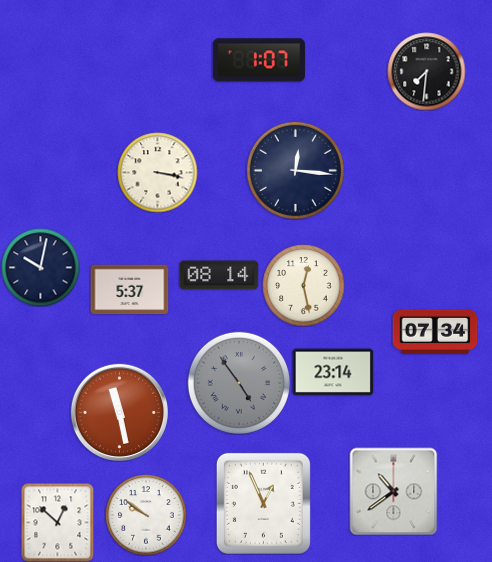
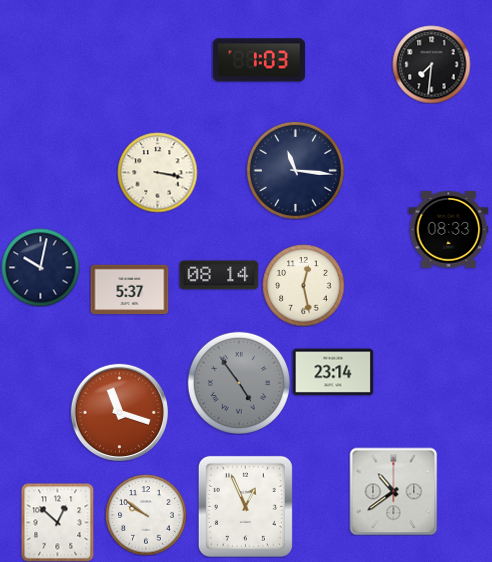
clock at (259, 60): 1:07 -> 1:03
clock at (426, 71) position: (426, 71) -> (431, 64)
clock at (295, 170): 12:16 -> 11:16
clock at (448, 230): none -> 08:33
clock at (435, 332): 07:34 -> none
clock at (119, 412): 11:28 -> 11:18
clock at (263, 503) position: (263, 503) -> (245, 506)
